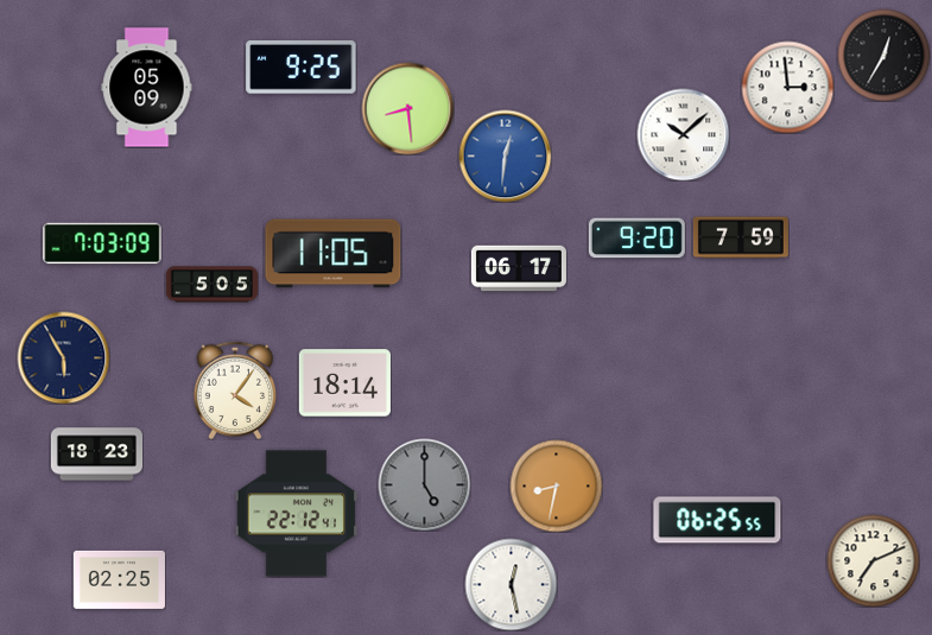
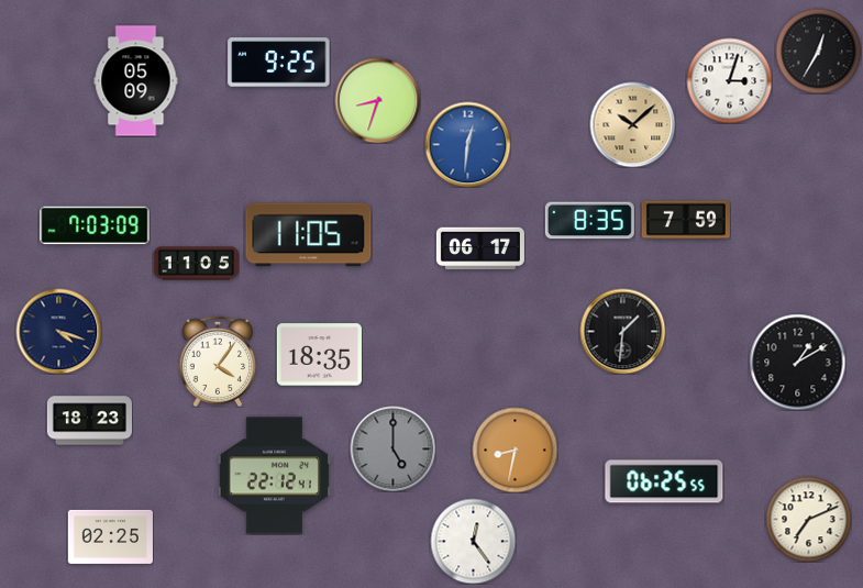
clock at (787, 87): 2:59 -> 3:03
clock at (407, 108): 8:29 -> 8:33
clock at (683, 134) dial: white -> champagne
clock at (636, 239): 9:20 -> 8:35
clock at (211, 285): 5:05 -> 11:05
clock at (63, 357): 5:55 -> 4:18
clock at (622, 331): none -> 1:31
clock at (344, 383): 18:14 -> 18:35
clock at (797, 362): none -> 1:10
clock at (511, 584): 12:28 -> 12:24
